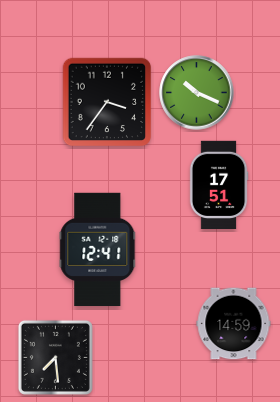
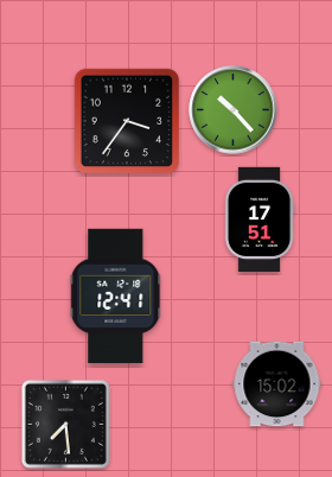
clock at (197, 93): 10:19 -> 10:23
clock at (234, 324): 14:59 -> 15:02
